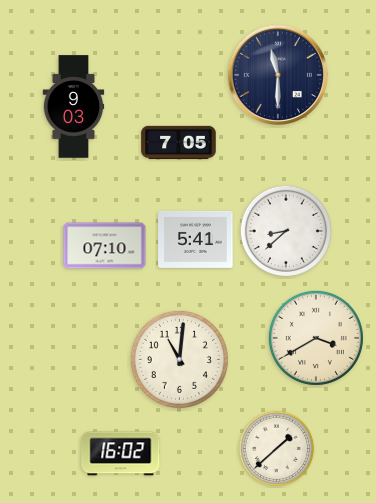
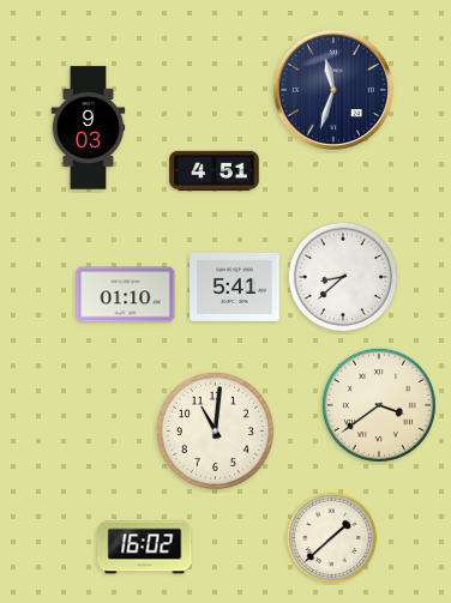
clock at (278, 75): 11:30 -> 11:33
clock at (179, 143): 7:05 -> 4:51
clock at (105, 246): 07:10 -> 01:10
clock at (316, 338): 3:40 -> 3:39
clock at (121, 454) position: (121, 454) -> (145, 548)
